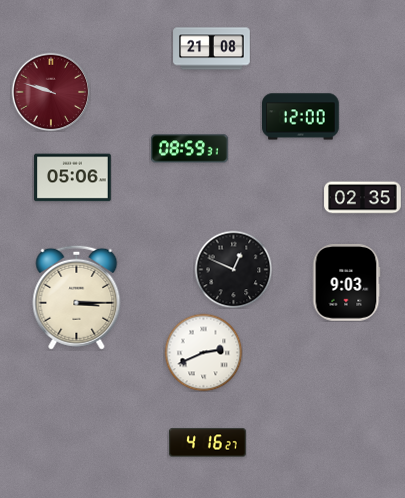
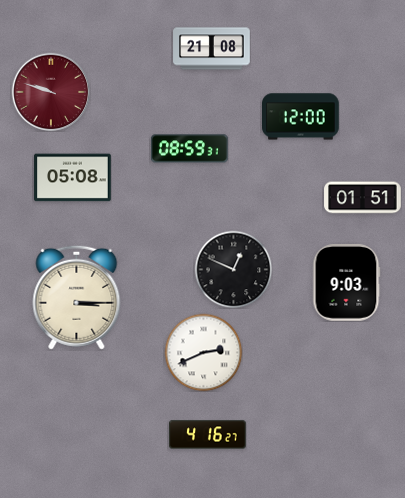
clock at (73, 178): 05:06 -> 05:08
clock at (363, 198): 02:35 -> 01:51
clock at (208, 443) position: (208, 443) -> (208, 435)
